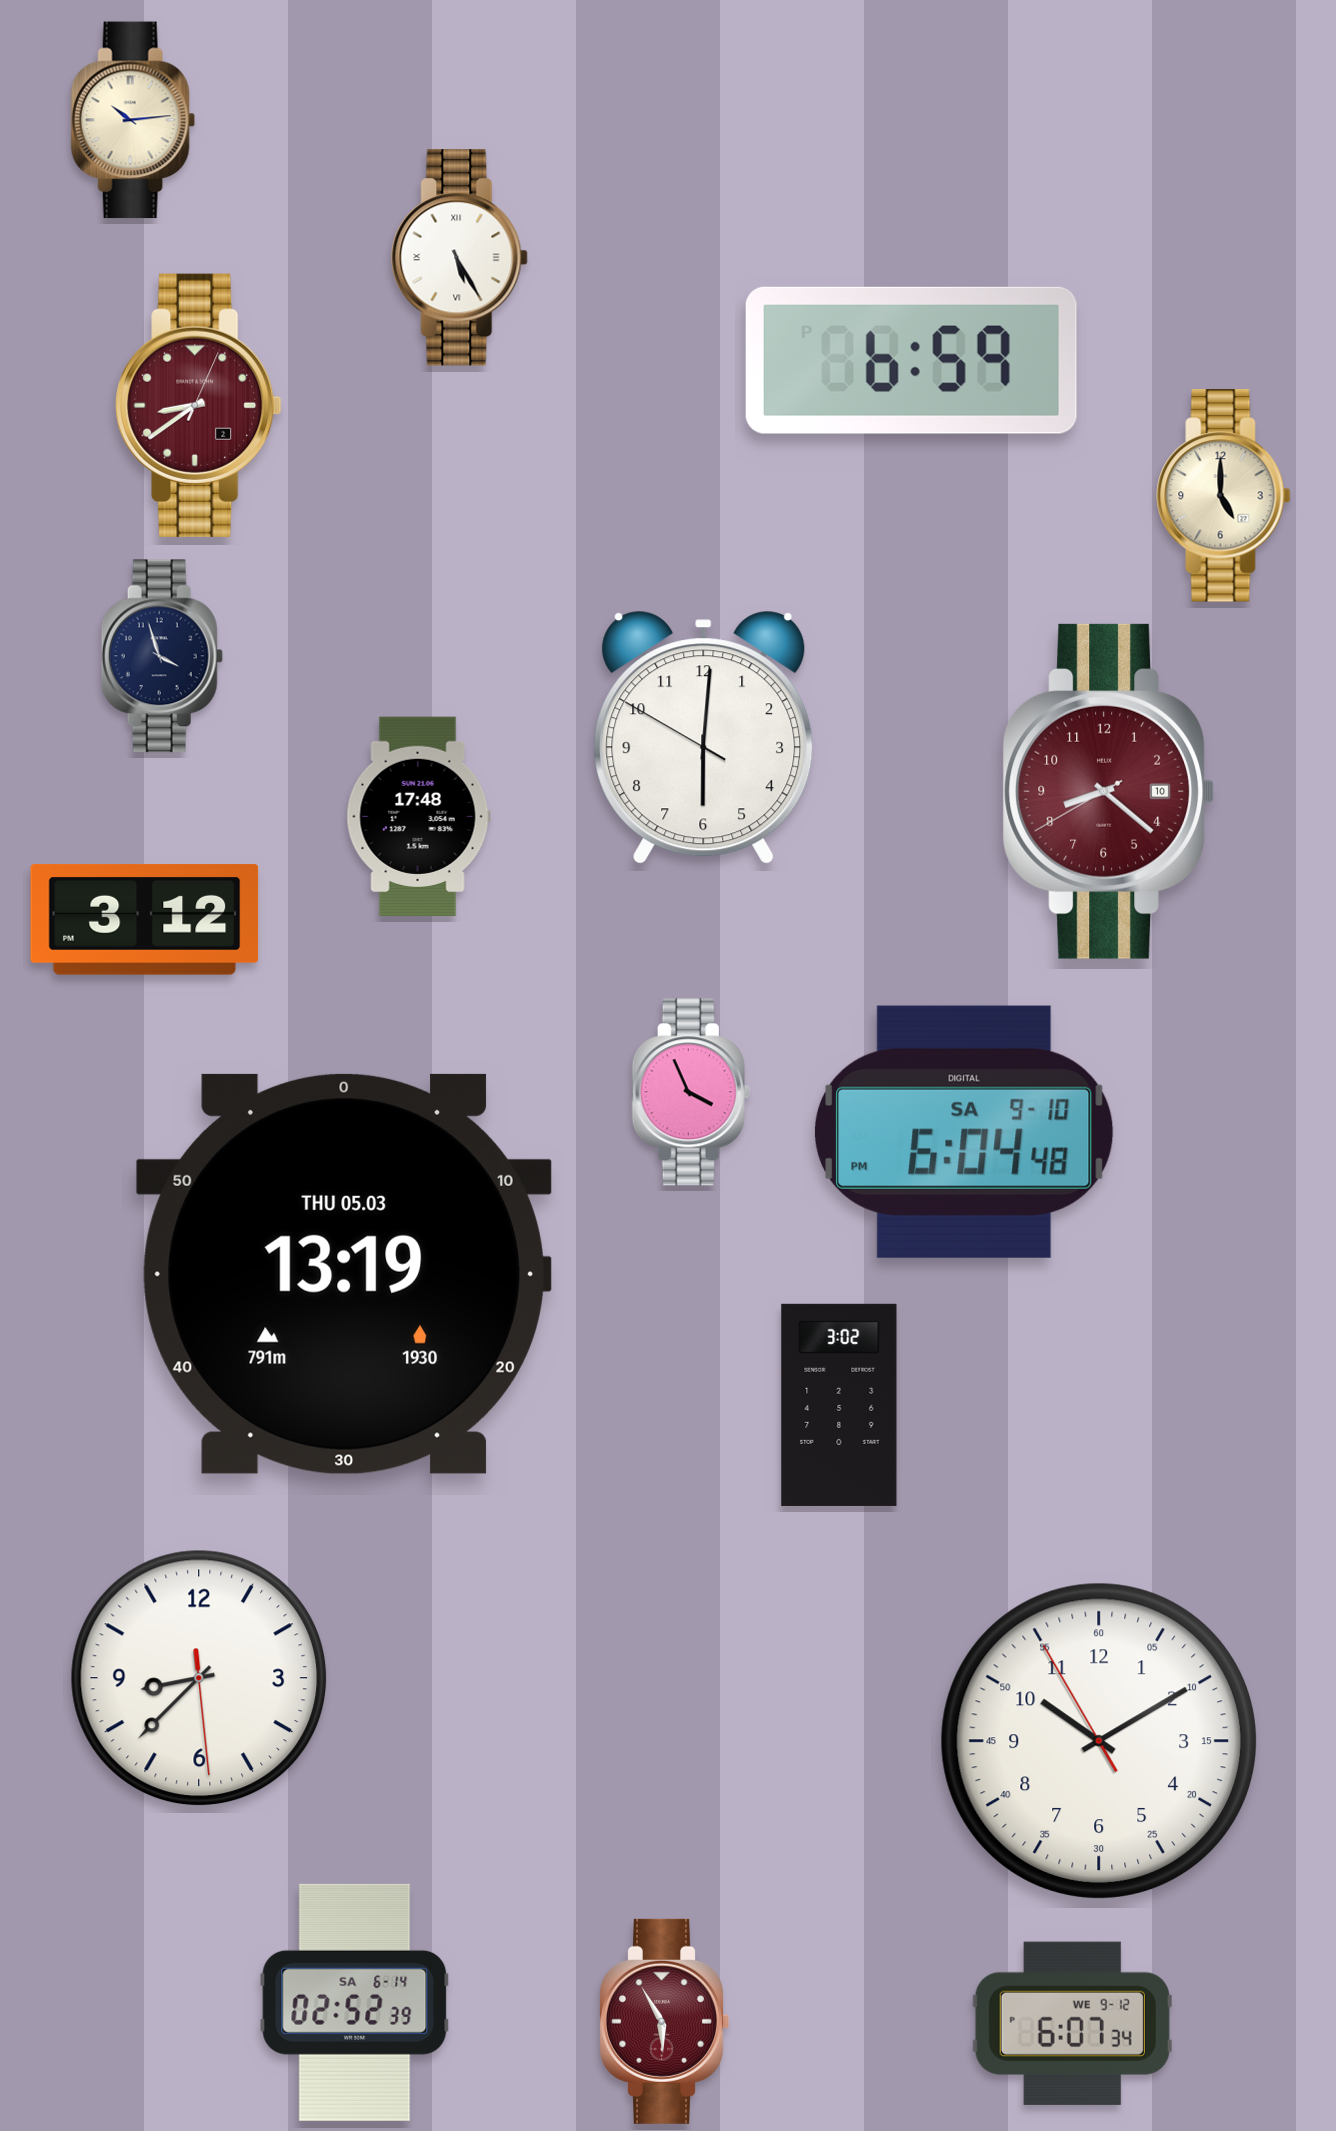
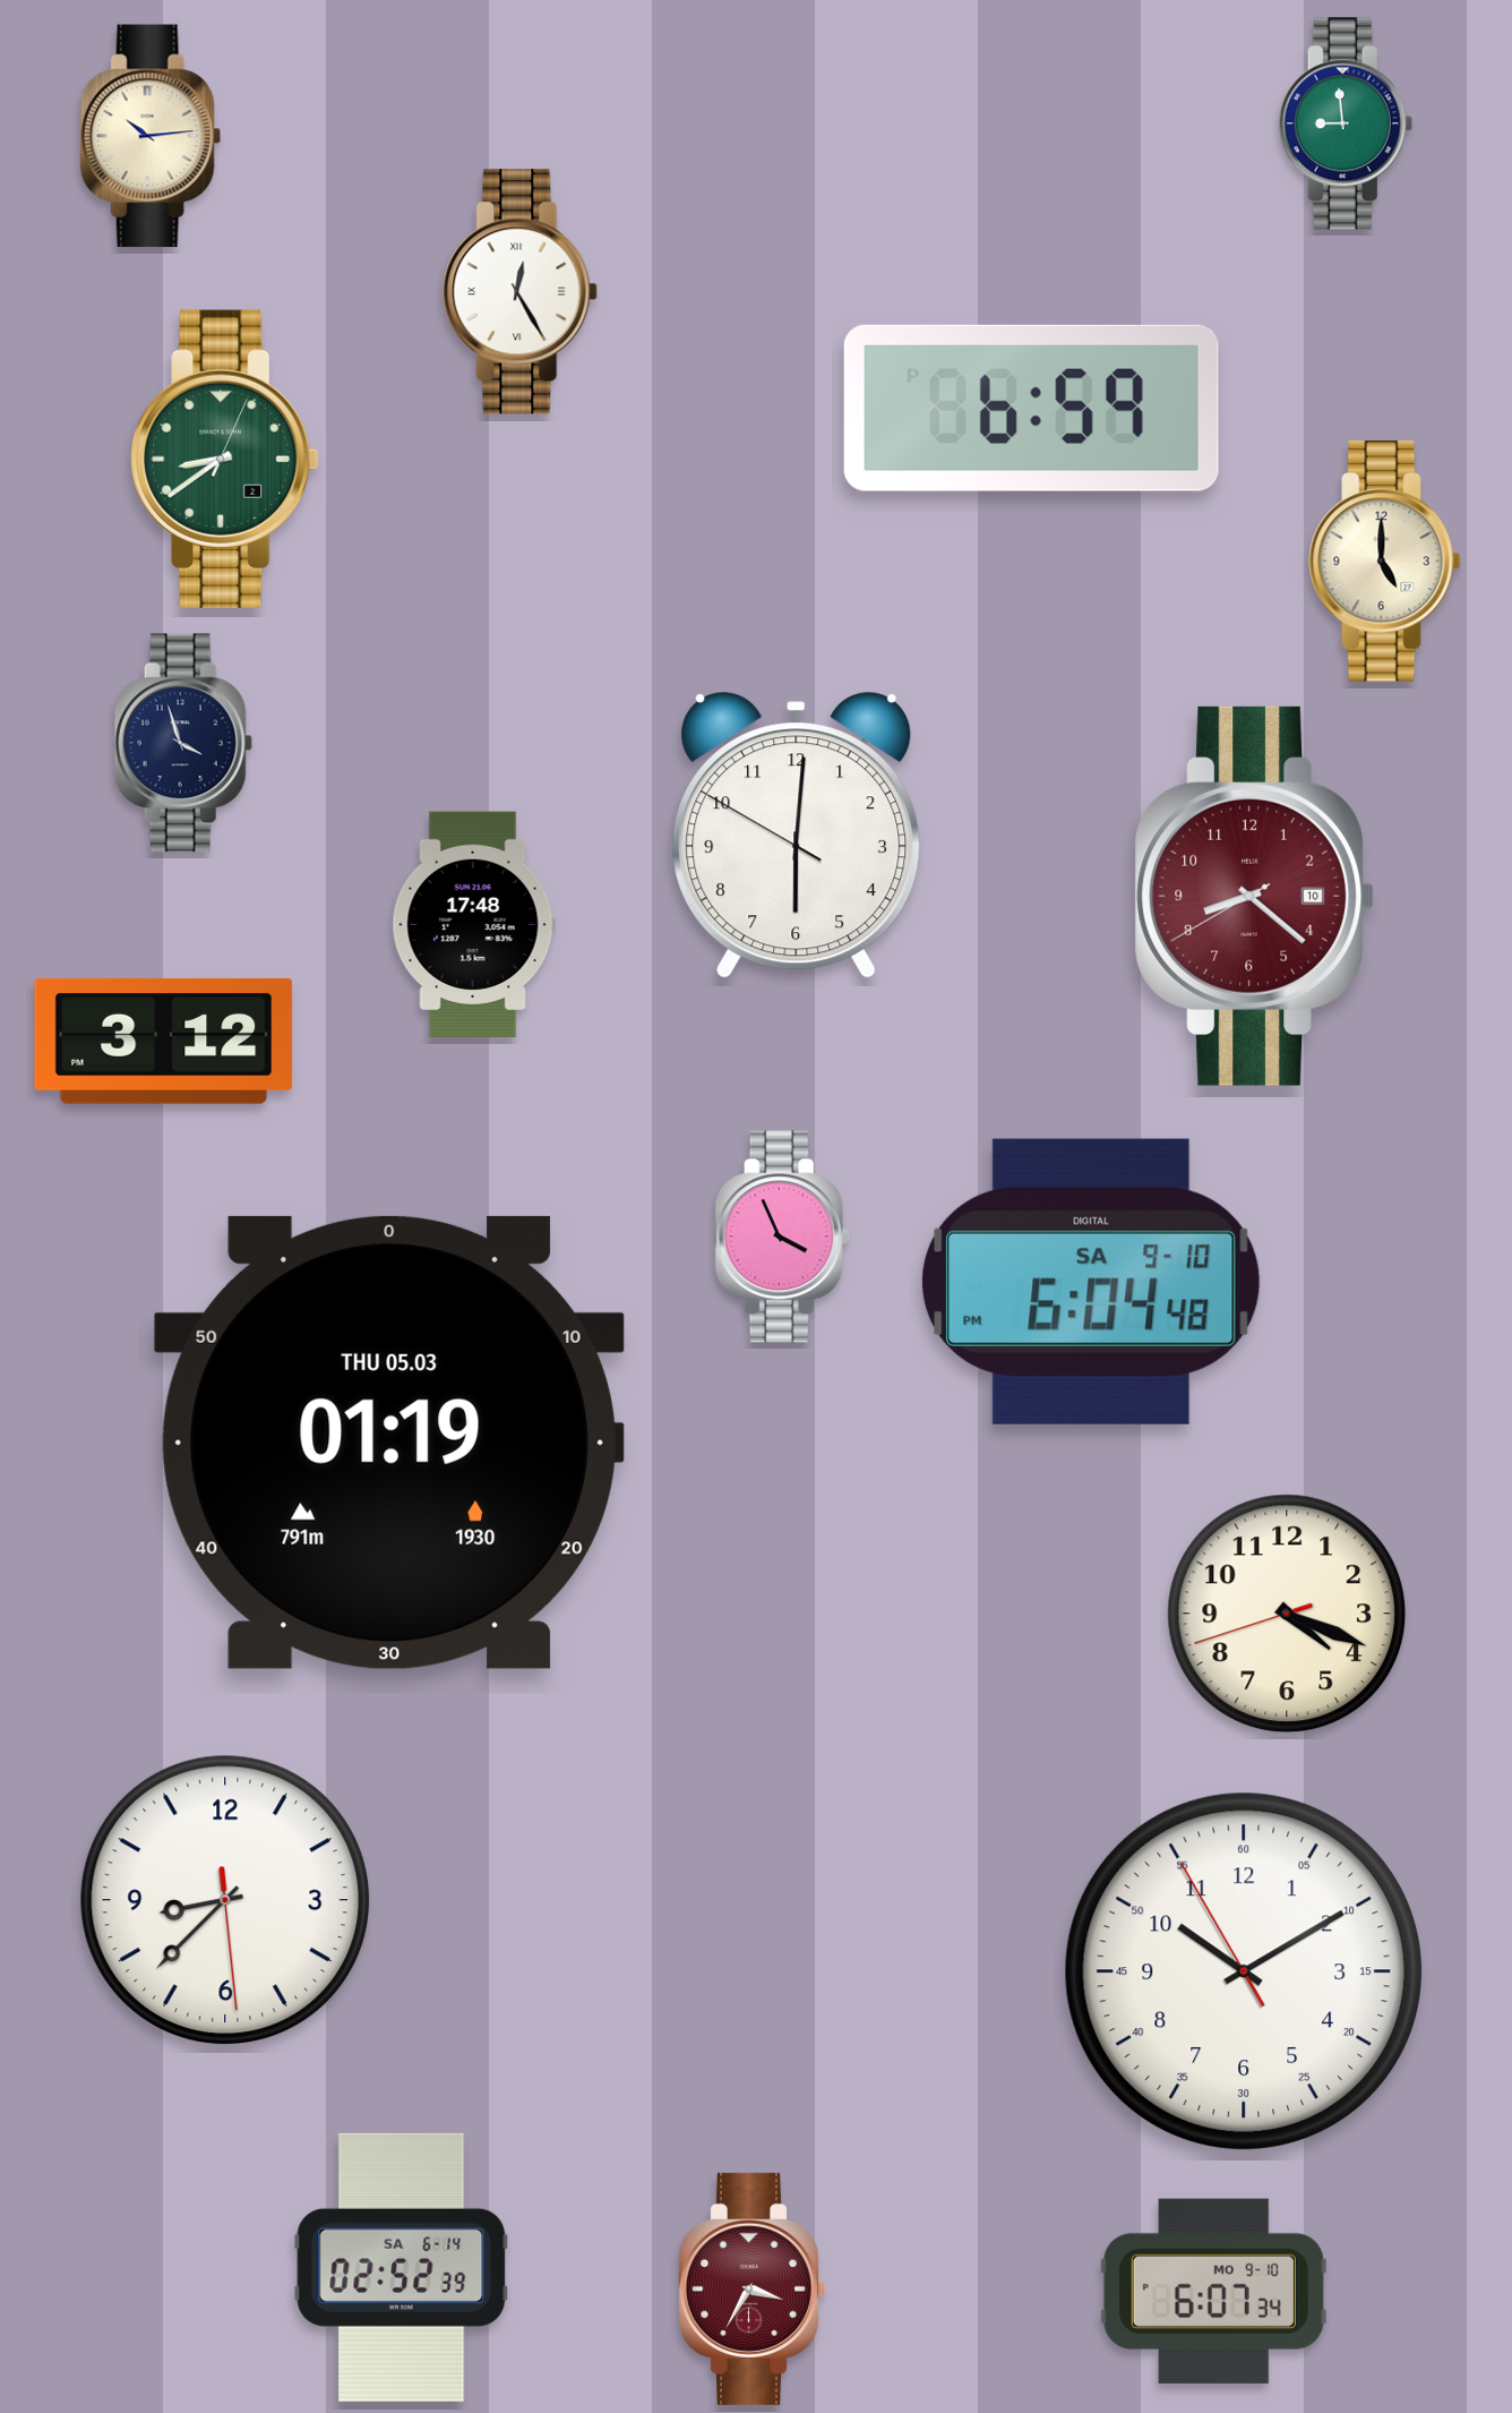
clock at (1346, 123): none -> 8:59
clock at (460, 258): 5:25 -> 12:25
clock at (199, 405) dial: burgundy -> green
clock at (344, 1274): 13:19 -> 01:19
clock at (839, 1405): 3:02 -> none
clock at (1287, 1614): none -> 4:18
clock at (664, 2021): 5:55 -> 3:35
clock at (1072, 2023) date: WE 9-12 -> MO 9-10
